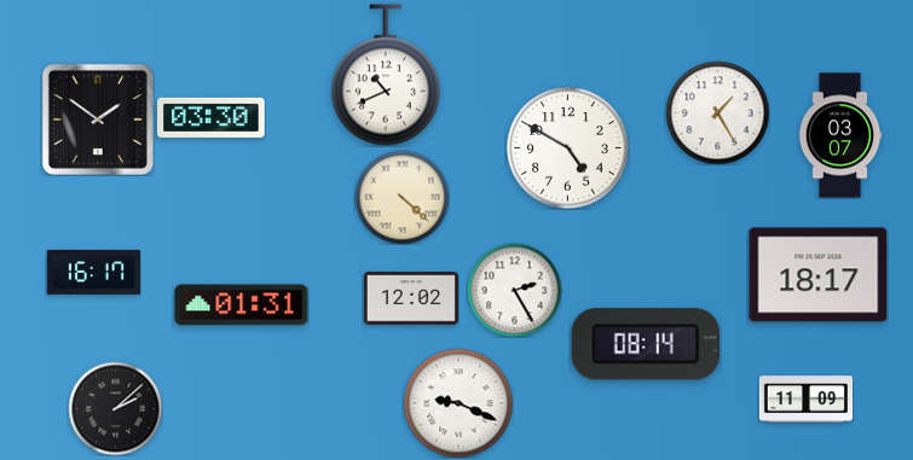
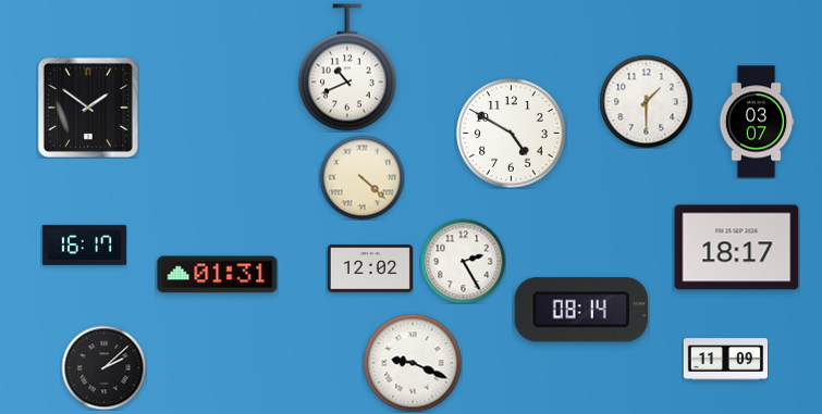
clock at (717, 112): 1:25 -> 1:30
clock at (212, 117): 03:30 -> none
